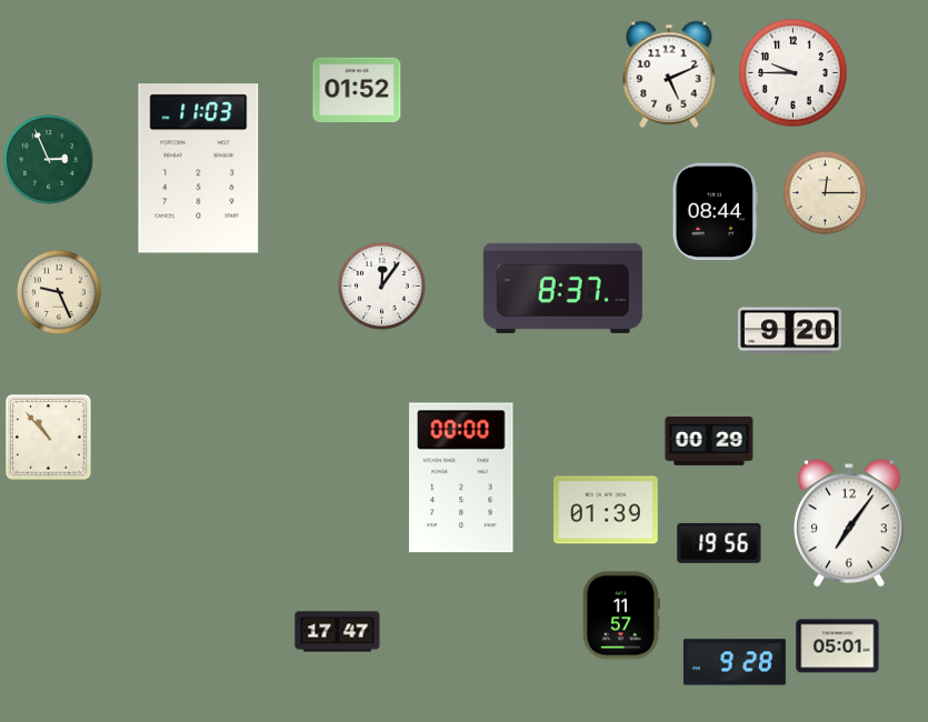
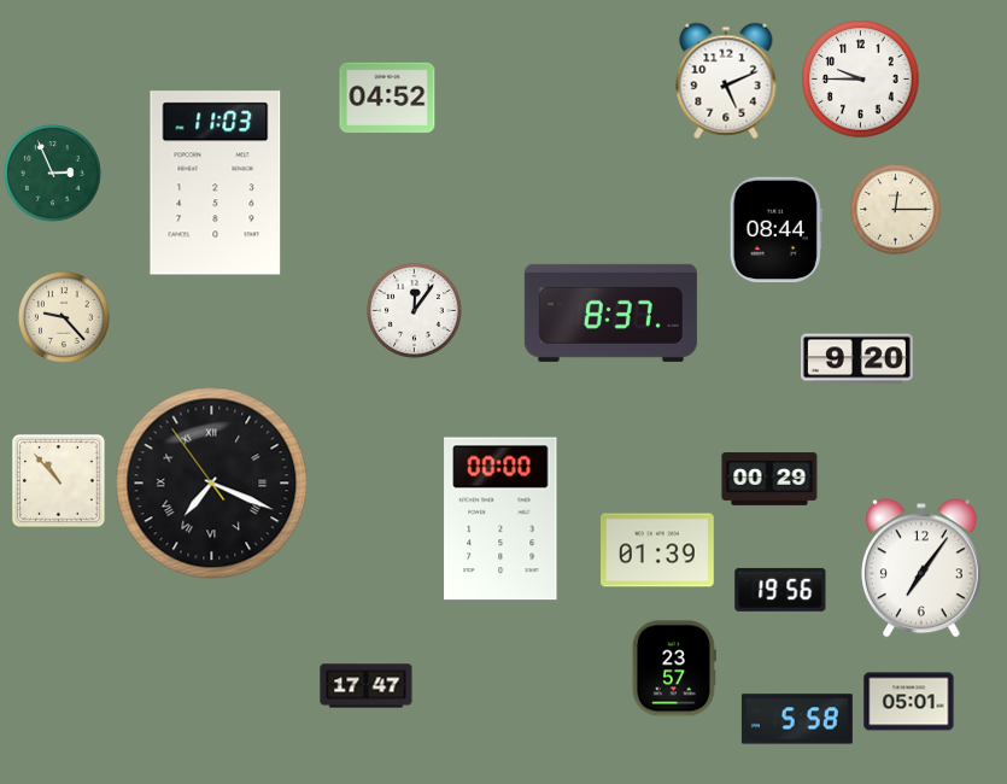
clock at (357, 89): 01:52 -> 04:52
clock at (59, 292): 9:26 -> 9:23
clock at (49, 438) position: (49, 438) -> (59, 481)
clock at (212, 484): none -> 7:18
clock at (607, 510) position: (607, 510) -> (658, 550)
clock at (621, 615): 11:57 -> 23:57
clock at (735, 662): 9:28 -> 5:58
